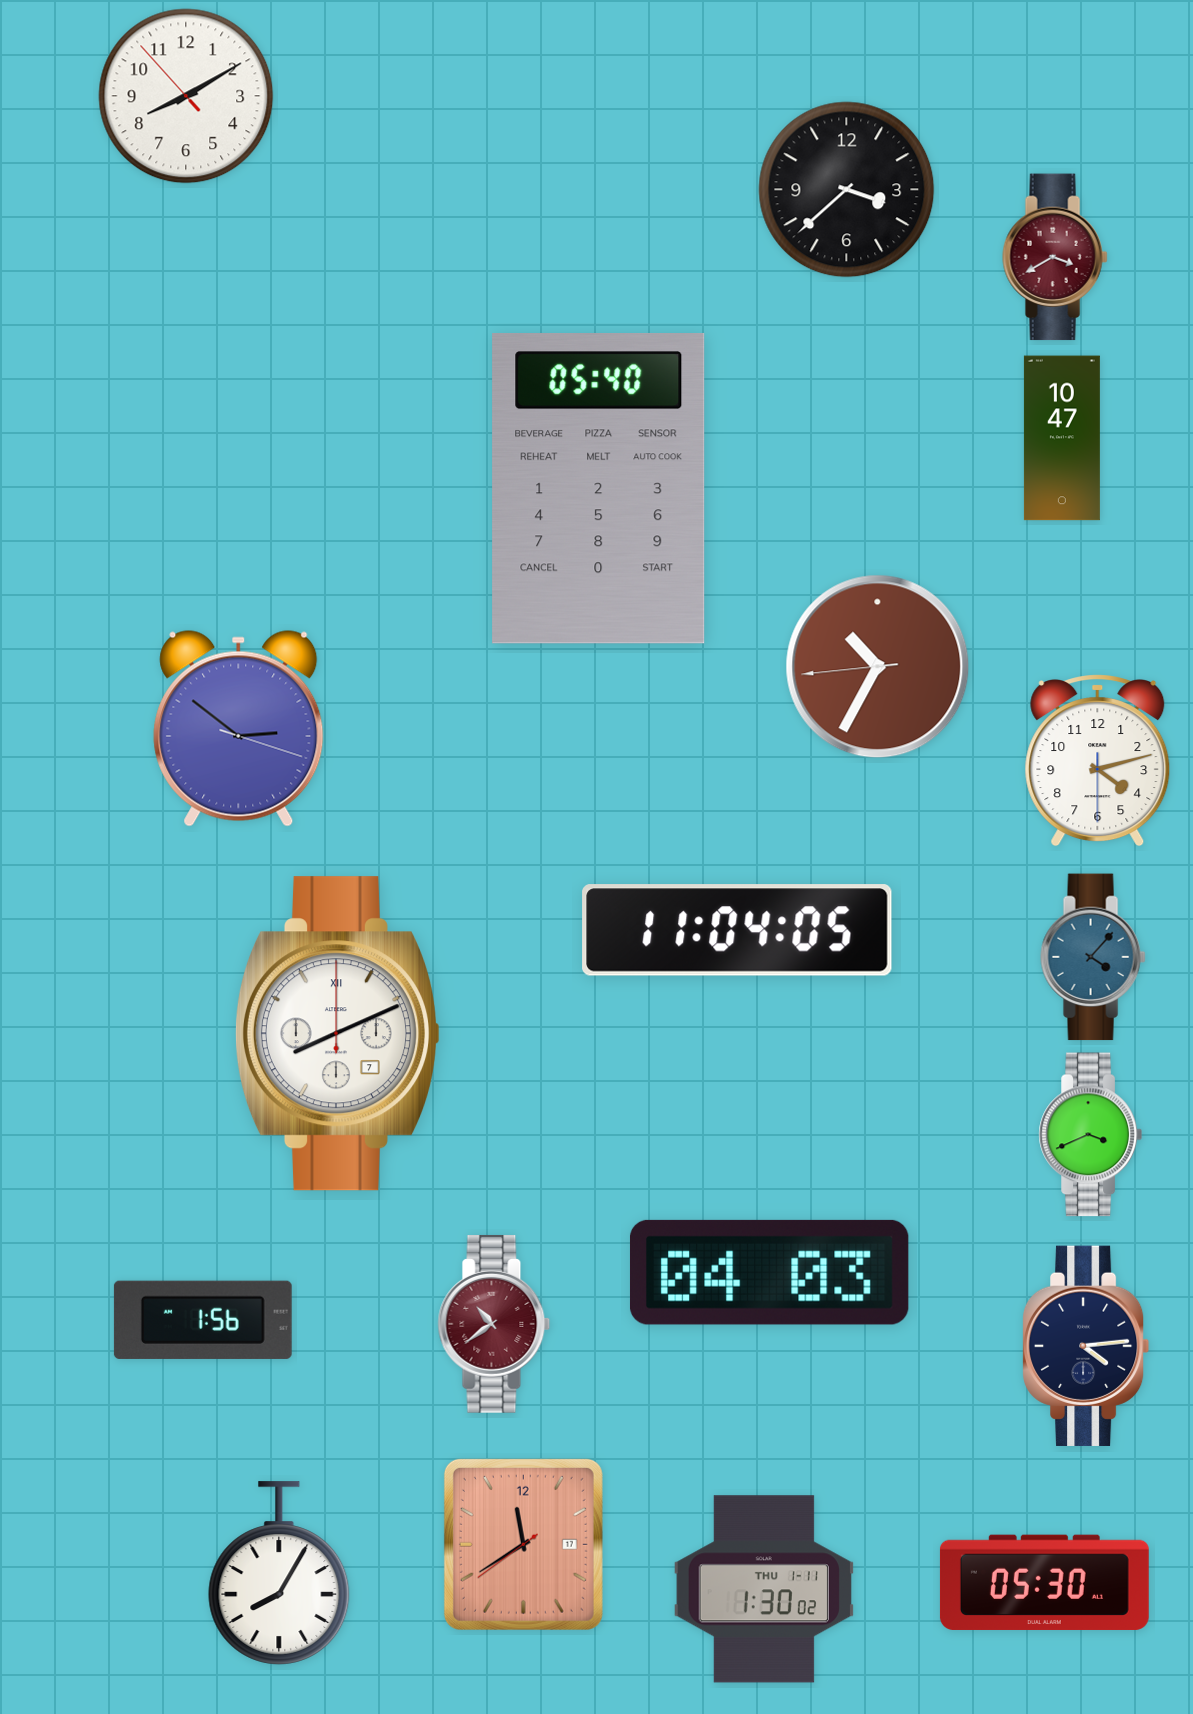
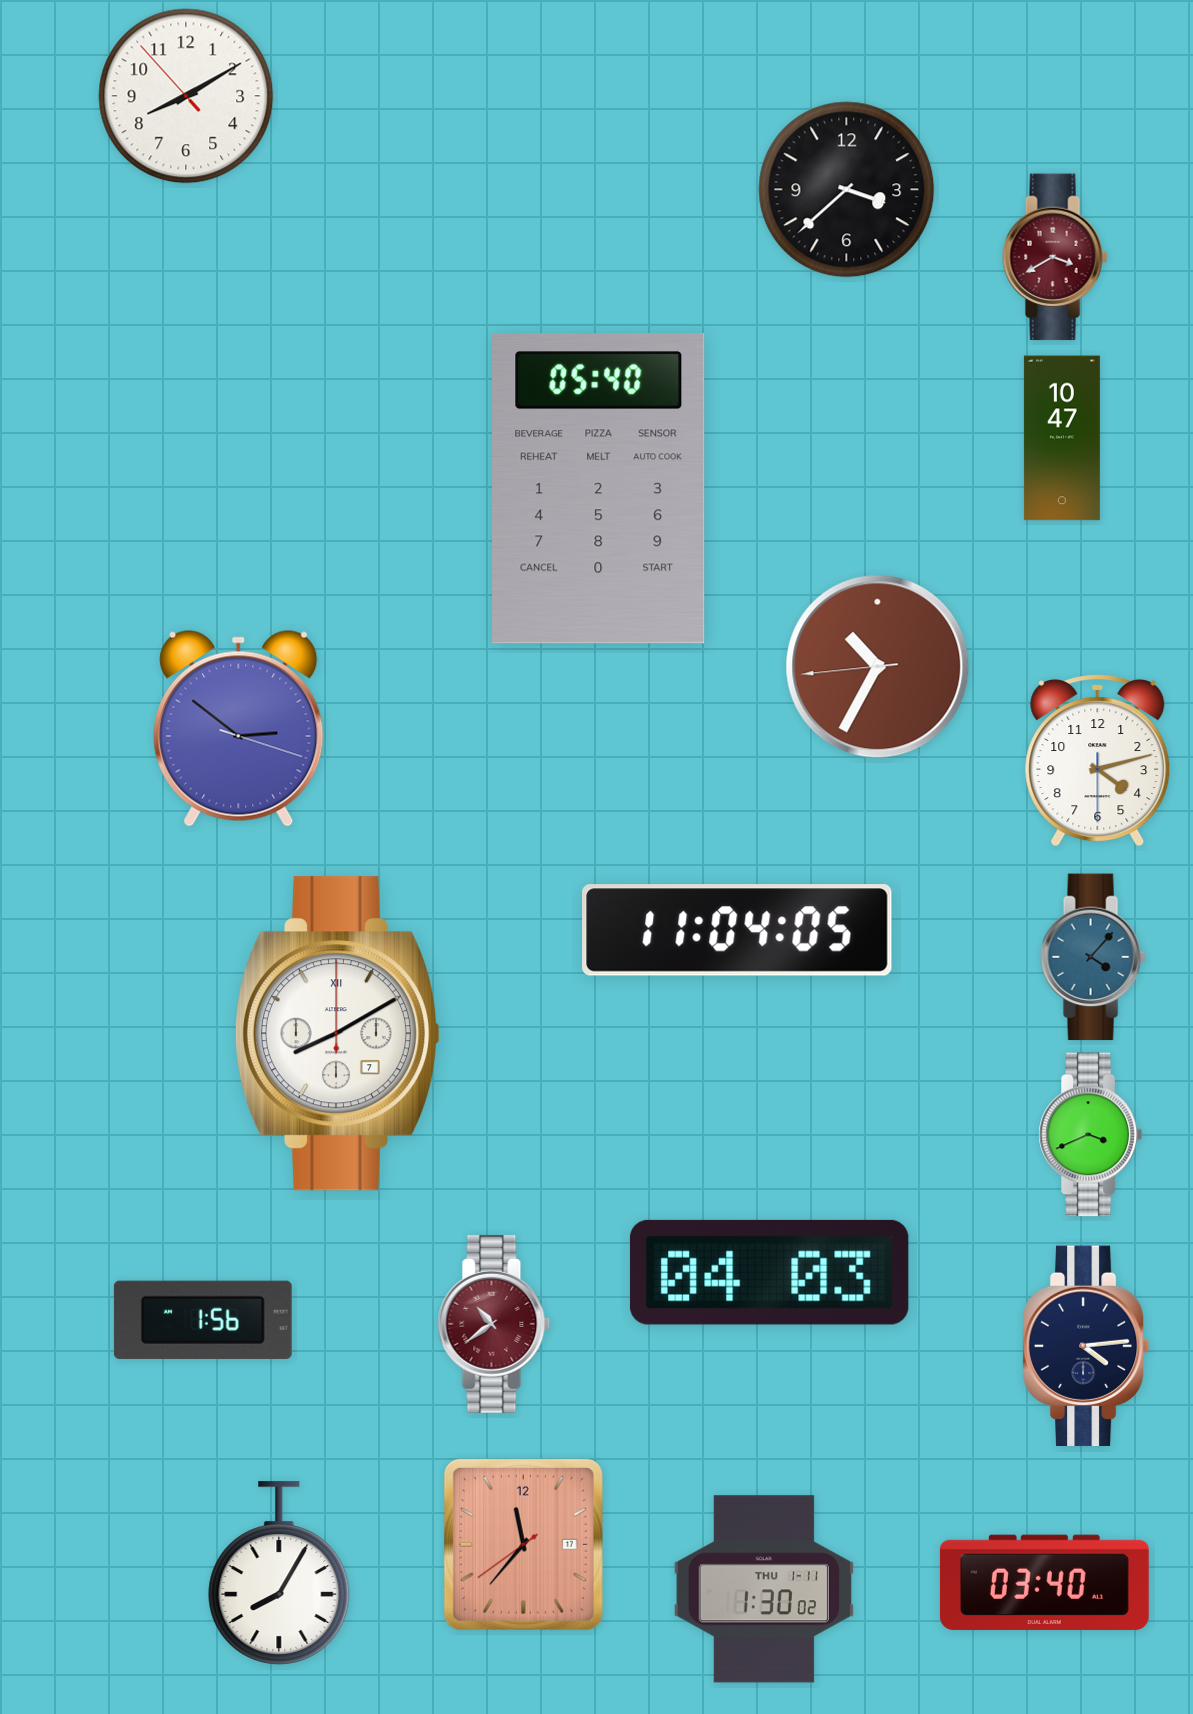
clock at (337, 1034): 8:11 -> 8:10
clock at (523, 1544): 11:39 -> 11:36
clock at (1044, 1582): 05:30 -> 03:40
